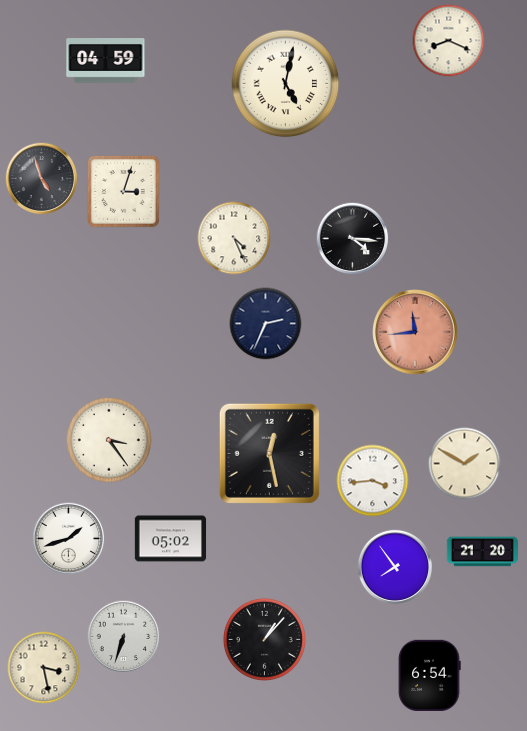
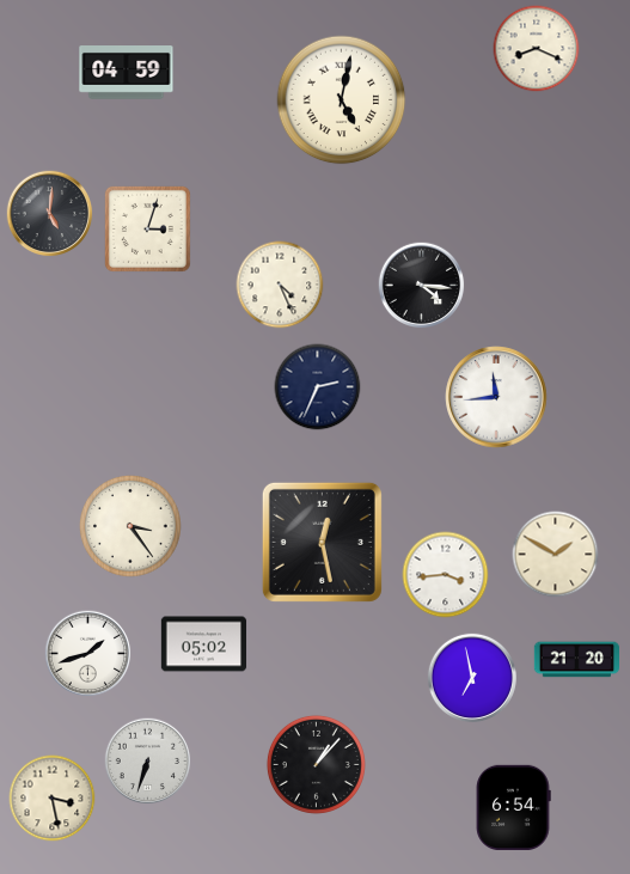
clock at (42, 179): 4:57 -> 5:01
clock at (415, 332) dial: salmon -> white
clock at (69, 539) position: (69, 539) -> (88, 654)
clock at (395, 567): 7:54 -> 6:58
